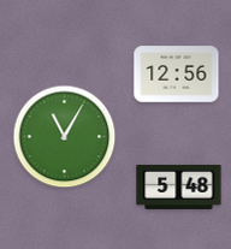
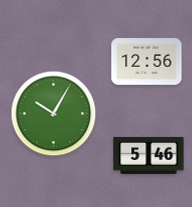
clock at (65, 137): 11:05 -> 10:05
clock at (179, 186): 5:48 -> 5:46
